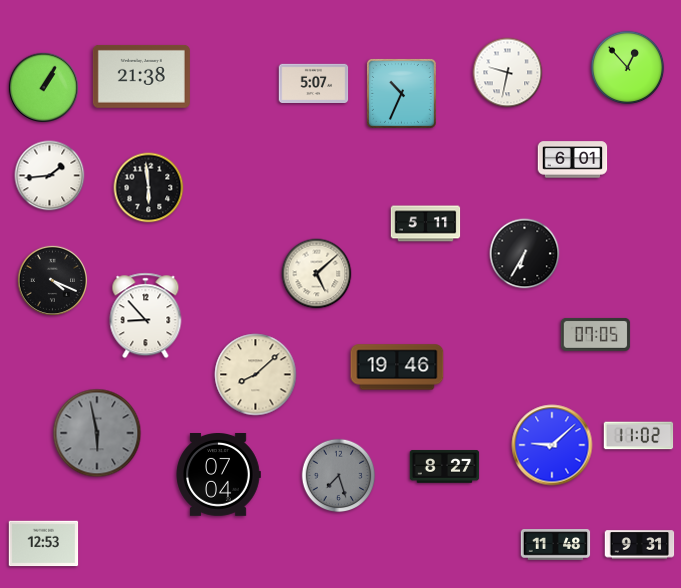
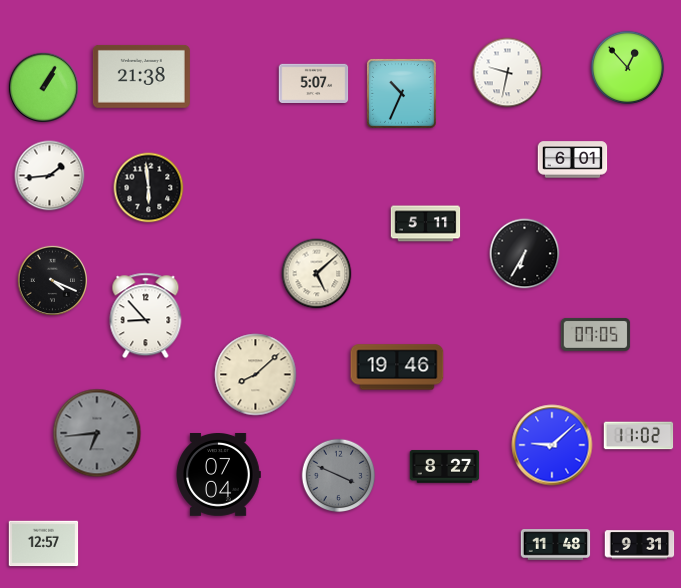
clock at (97, 433): 5:58 -> 6:44
clock at (339, 476): 7:27 -> 3:49
clock at (44, 544): 12:53 -> 12:57
